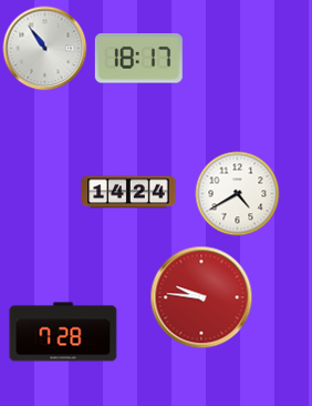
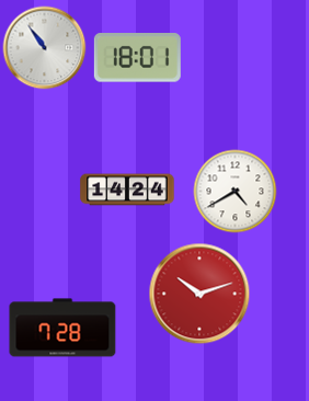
clock at (138, 59): 18:17 -> 18:01
clock at (201, 297): 9:46 -> 10:12
